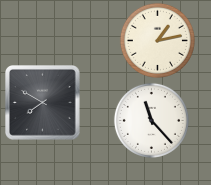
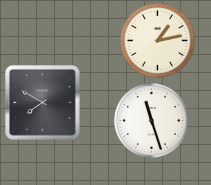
clock at (151, 120): 11:23 -> 11:27
